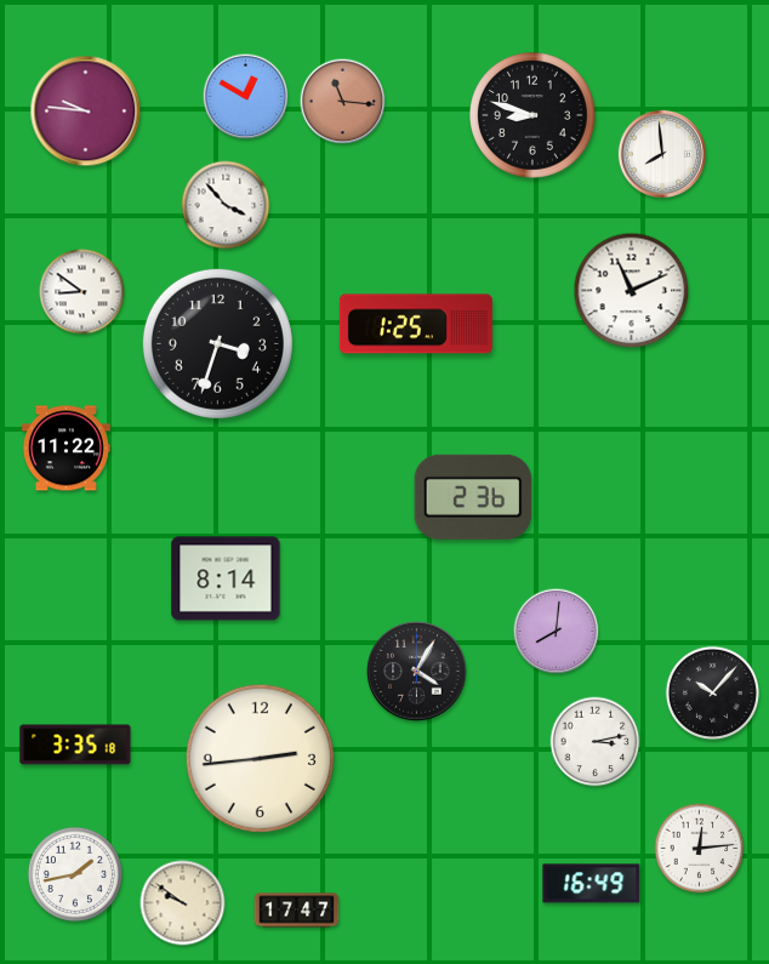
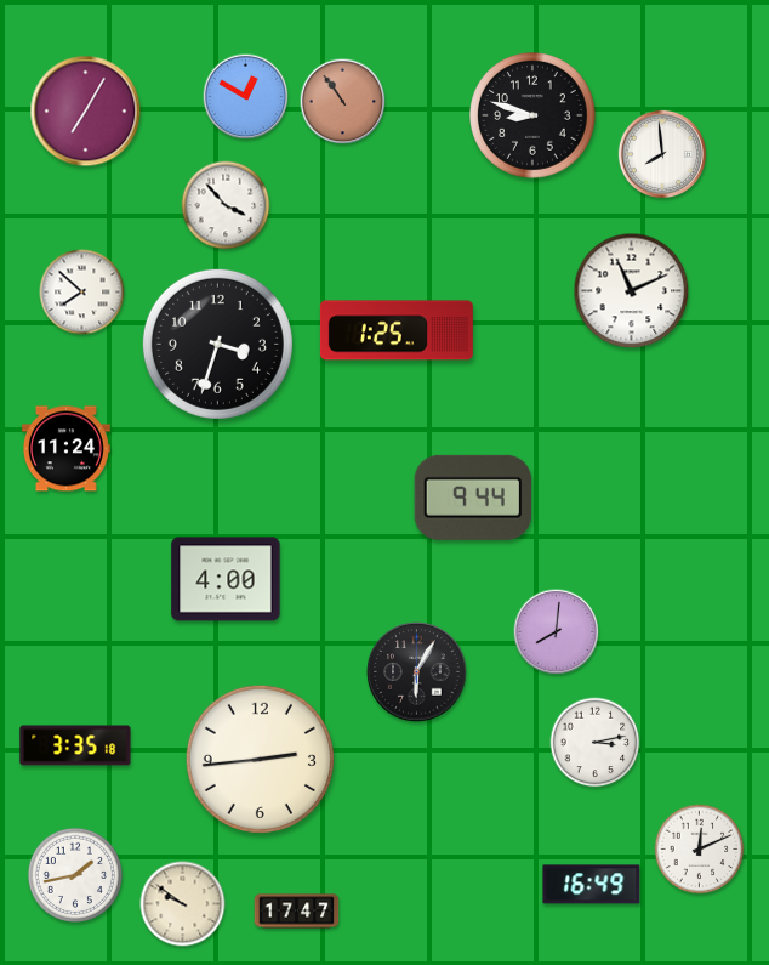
clock at (343, 102): 11:16 -> 10:54
clock at (86, 112): 9:46 -> 7:05
clock at (82, 292): 8:51 -> 7:52
clock at (416, 324) position: (416, 324) -> (397, 330)
clock at (65, 449): 11:22 -> 11:24
clock at (473, 497): 2:36 -> 9:44
clock at (226, 578): 8:14 -> 4:00
clock at (417, 672): 4:05 -> 6:05
clock at (712, 692): 10:07 -> none
clock at (700, 849): 12:14 -> 12:11
